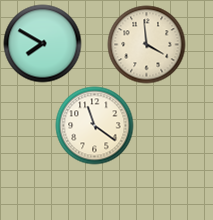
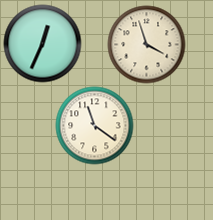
clock at (42, 43): 7:50 -> 12:34
clock at (146, 44): 3:59 -> 3:57
